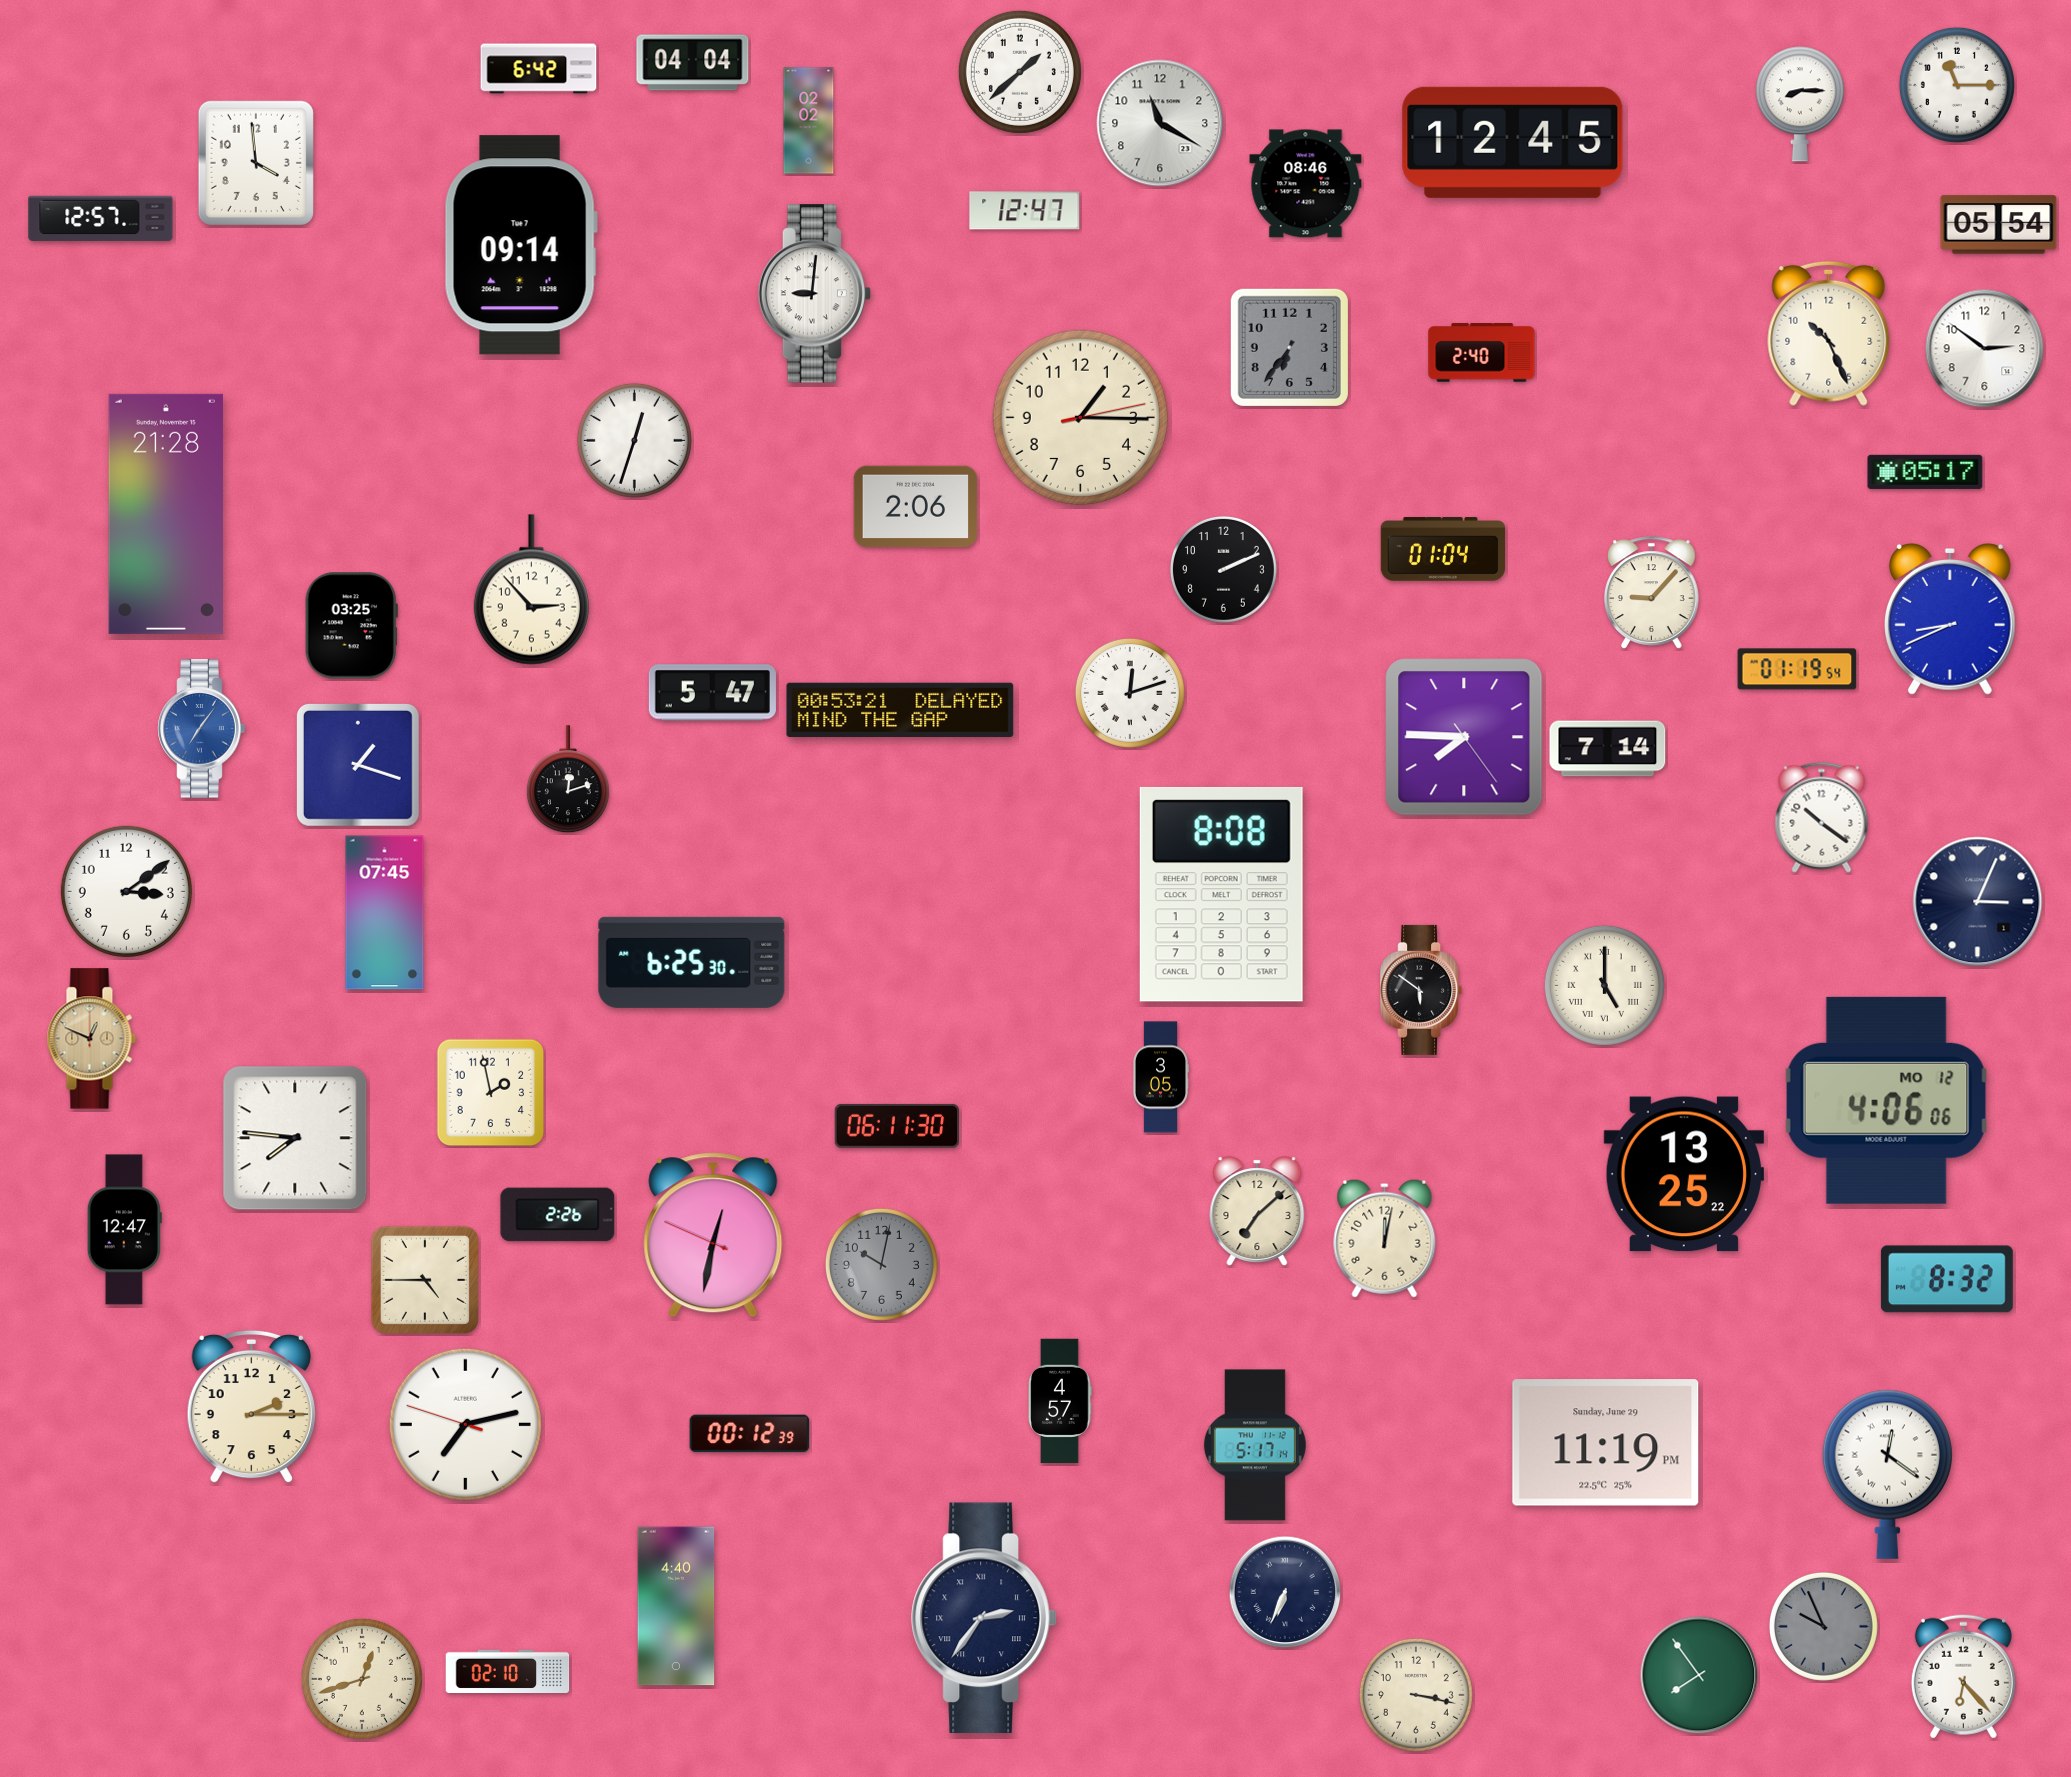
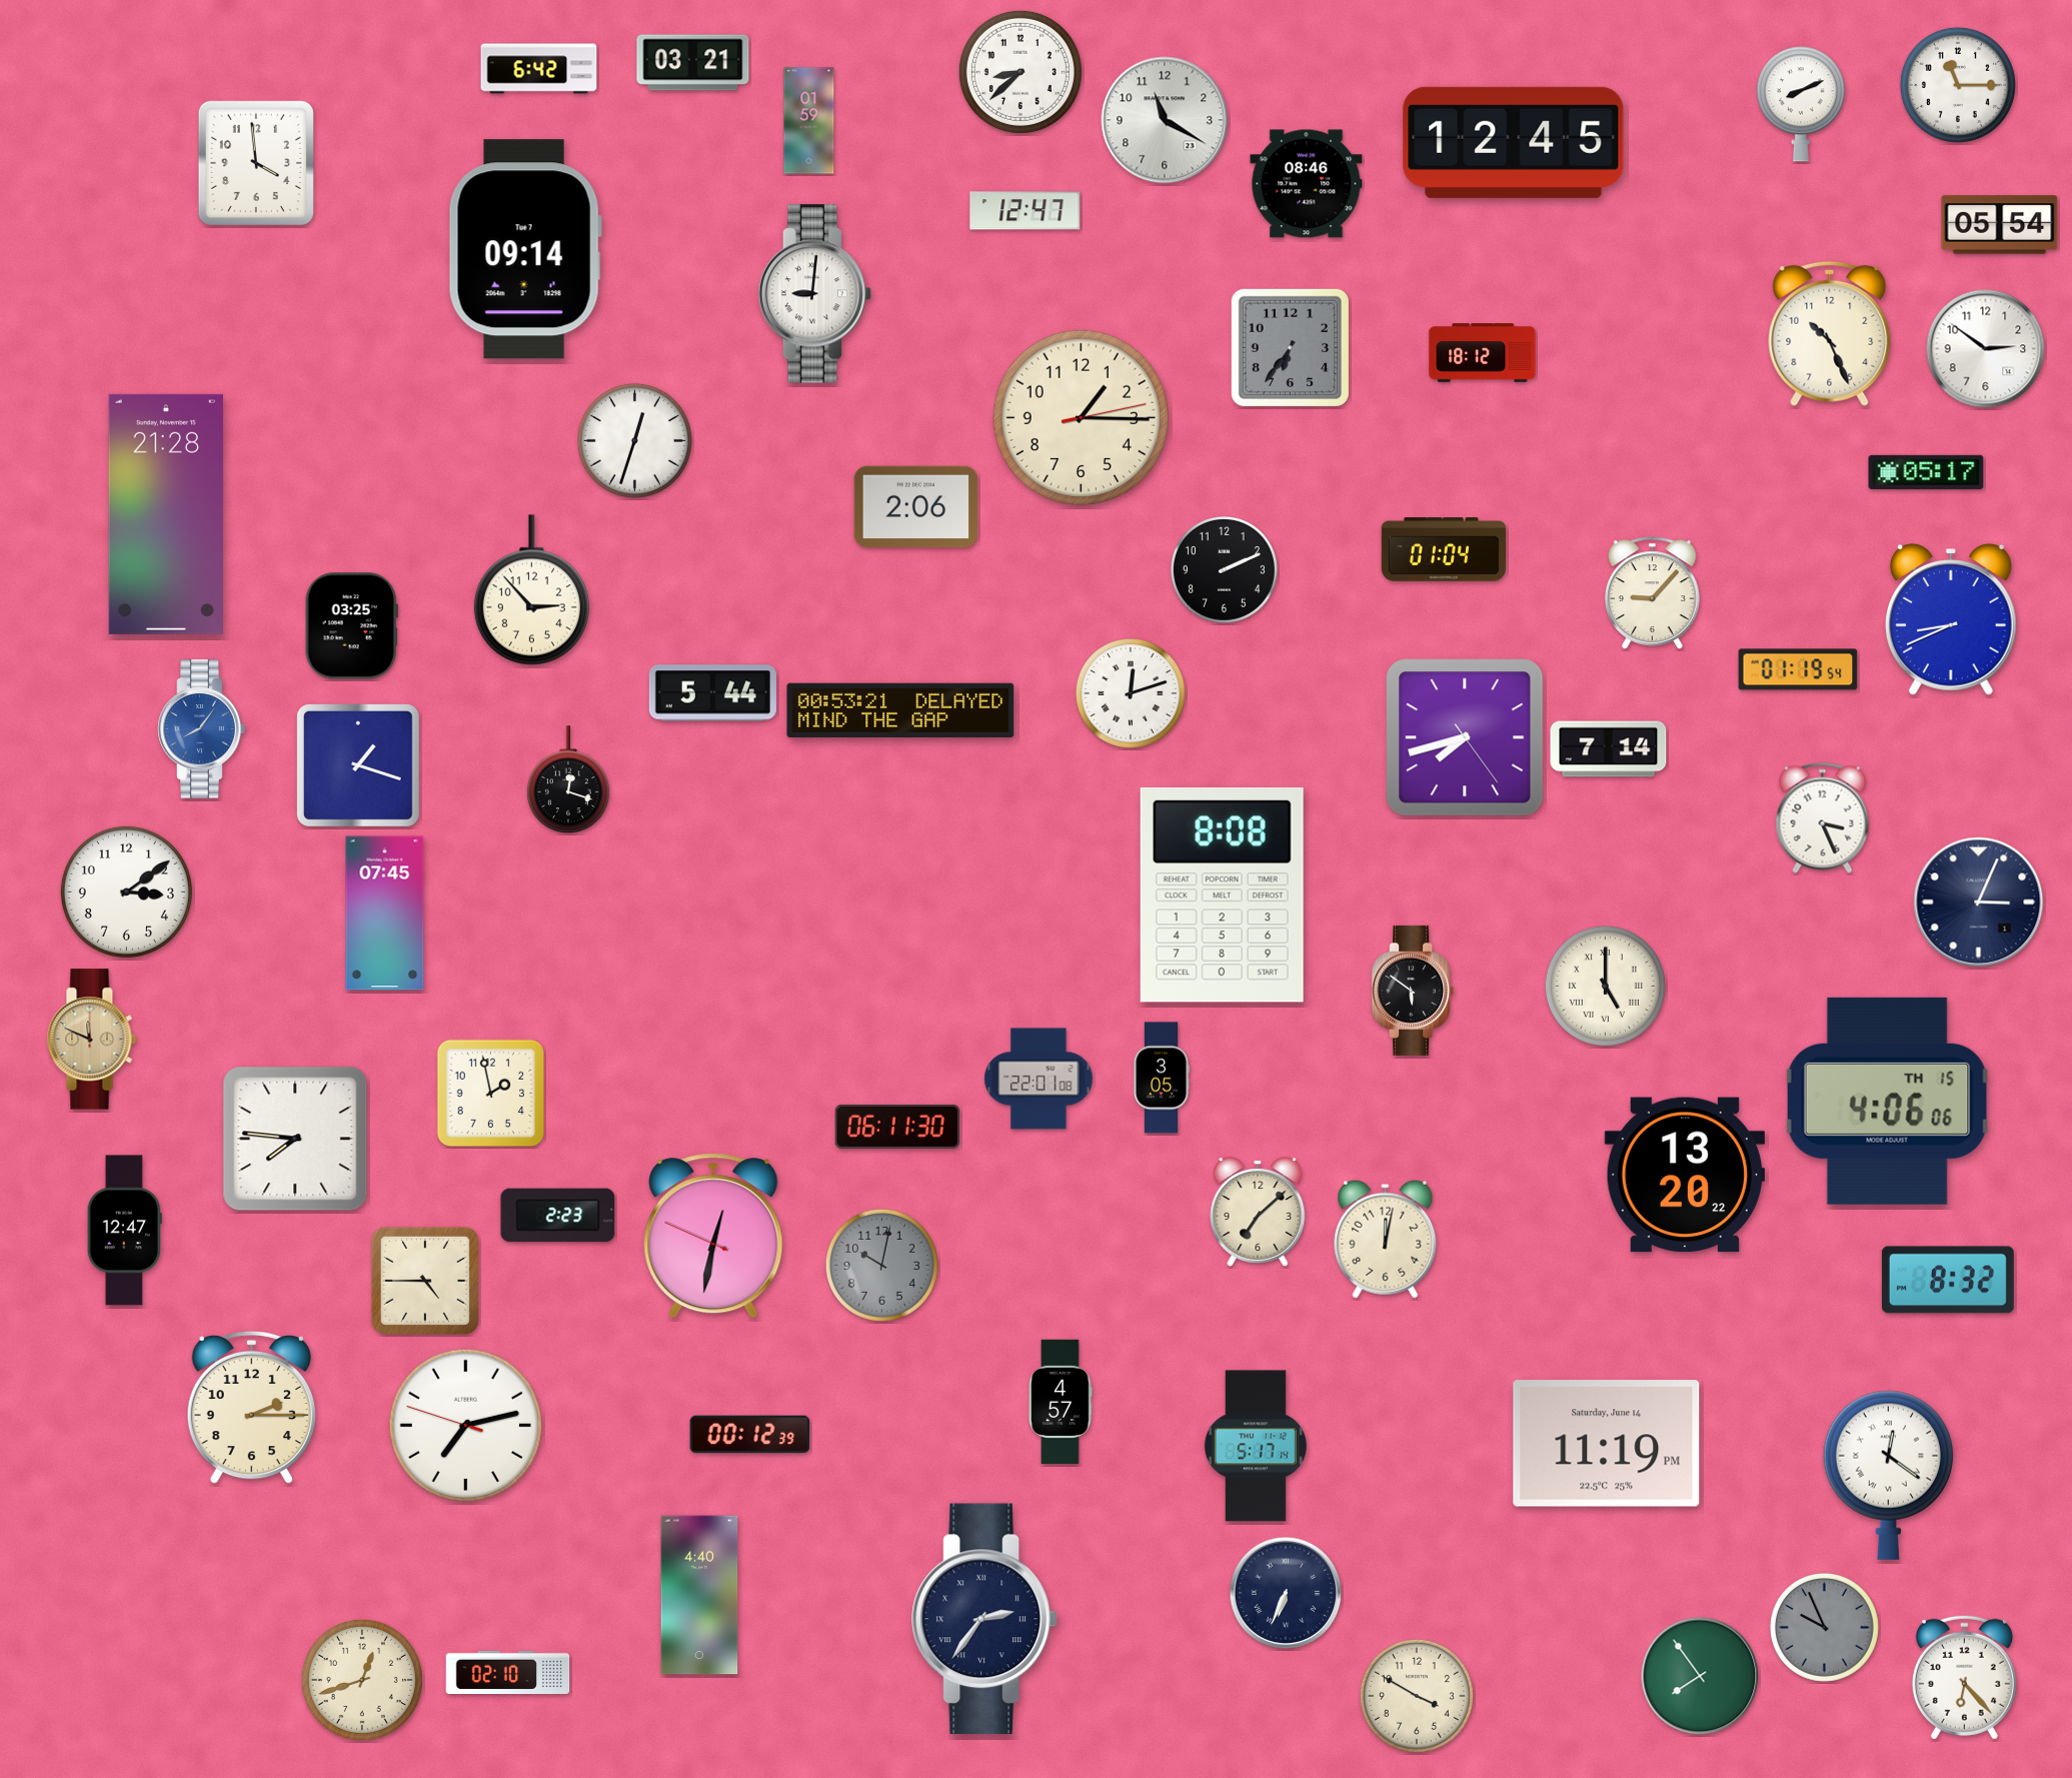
clock at (693, 63): 04:04 -> 03:21
clock at (1020, 72): 1:38 -> 8:38
clock at (1800, 104): 8:15 -> 8:11
clock at (809, 121): 02:02 -> 01:59
clock at (1160, 123) position: (1160, 123) -> (1165, 120)
clock at (101, 218): 12:57 -> none
clock at (521, 245) position: (521, 245) -> (525, 249)
clock at (1482, 353): 2:40 -> 18:12
clock at (712, 693): 5:47 -> 5:44
clock at (202, 729): 7:06 -> 8:06
clock at (1464, 737): 7:45 -> 7:42
clock at (568, 780): 12:12 -> 12:18
clock at (1822, 817): 10:21 -> 3:26
clock at (692, 962): 6:25 -> none
clock at (1421, 990) position: (1421, 990) -> (1413, 991)
clock at (91, 1039): 12:49 -> 11:49
clock at (1039, 1079): none -> 22:01
clock at (1887, 1100) date: MO 12 -> TH 15
clock at (1684, 1174): 13:25 -> 13:20
clock at (558, 1215): 2:26 -> 2:23
clock at (1606, 1443) date: Sunday, June 29 -> Saturday, June 14
clock at (676, 1606) position: (676, 1606) -> (699, 1595)
clock at (1416, 1695): 3:17 -> 3:50
